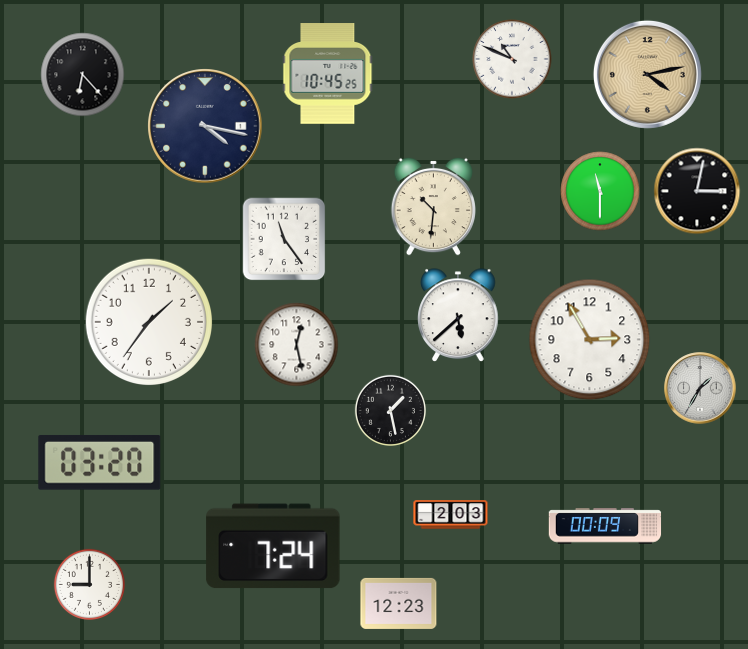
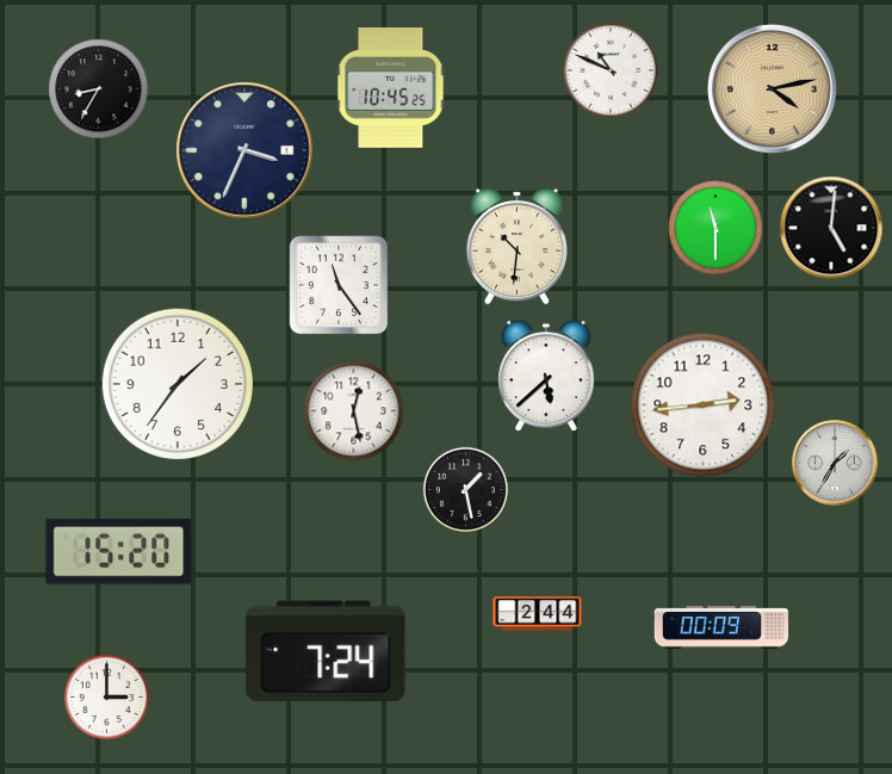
clock at (83, 75): 6:23 -> 8:35
clock at (205, 126): 4:17 -> 3:34
clock at (697, 191): 3:02 -> 5:01
clock at (590, 340): 2:55 -> 2:44
clock at (100, 463): 03:20 -> 15:20
clock at (451, 515): 2:03 -> 2:44
clock at (89, 584): 9:00 -> 3:00
clock at (399, 603): 12:23 -> none
